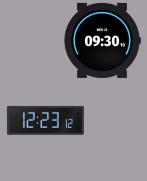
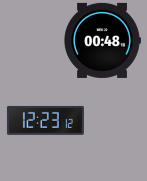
clock at (102, 40): 09:30 -> 00:48
